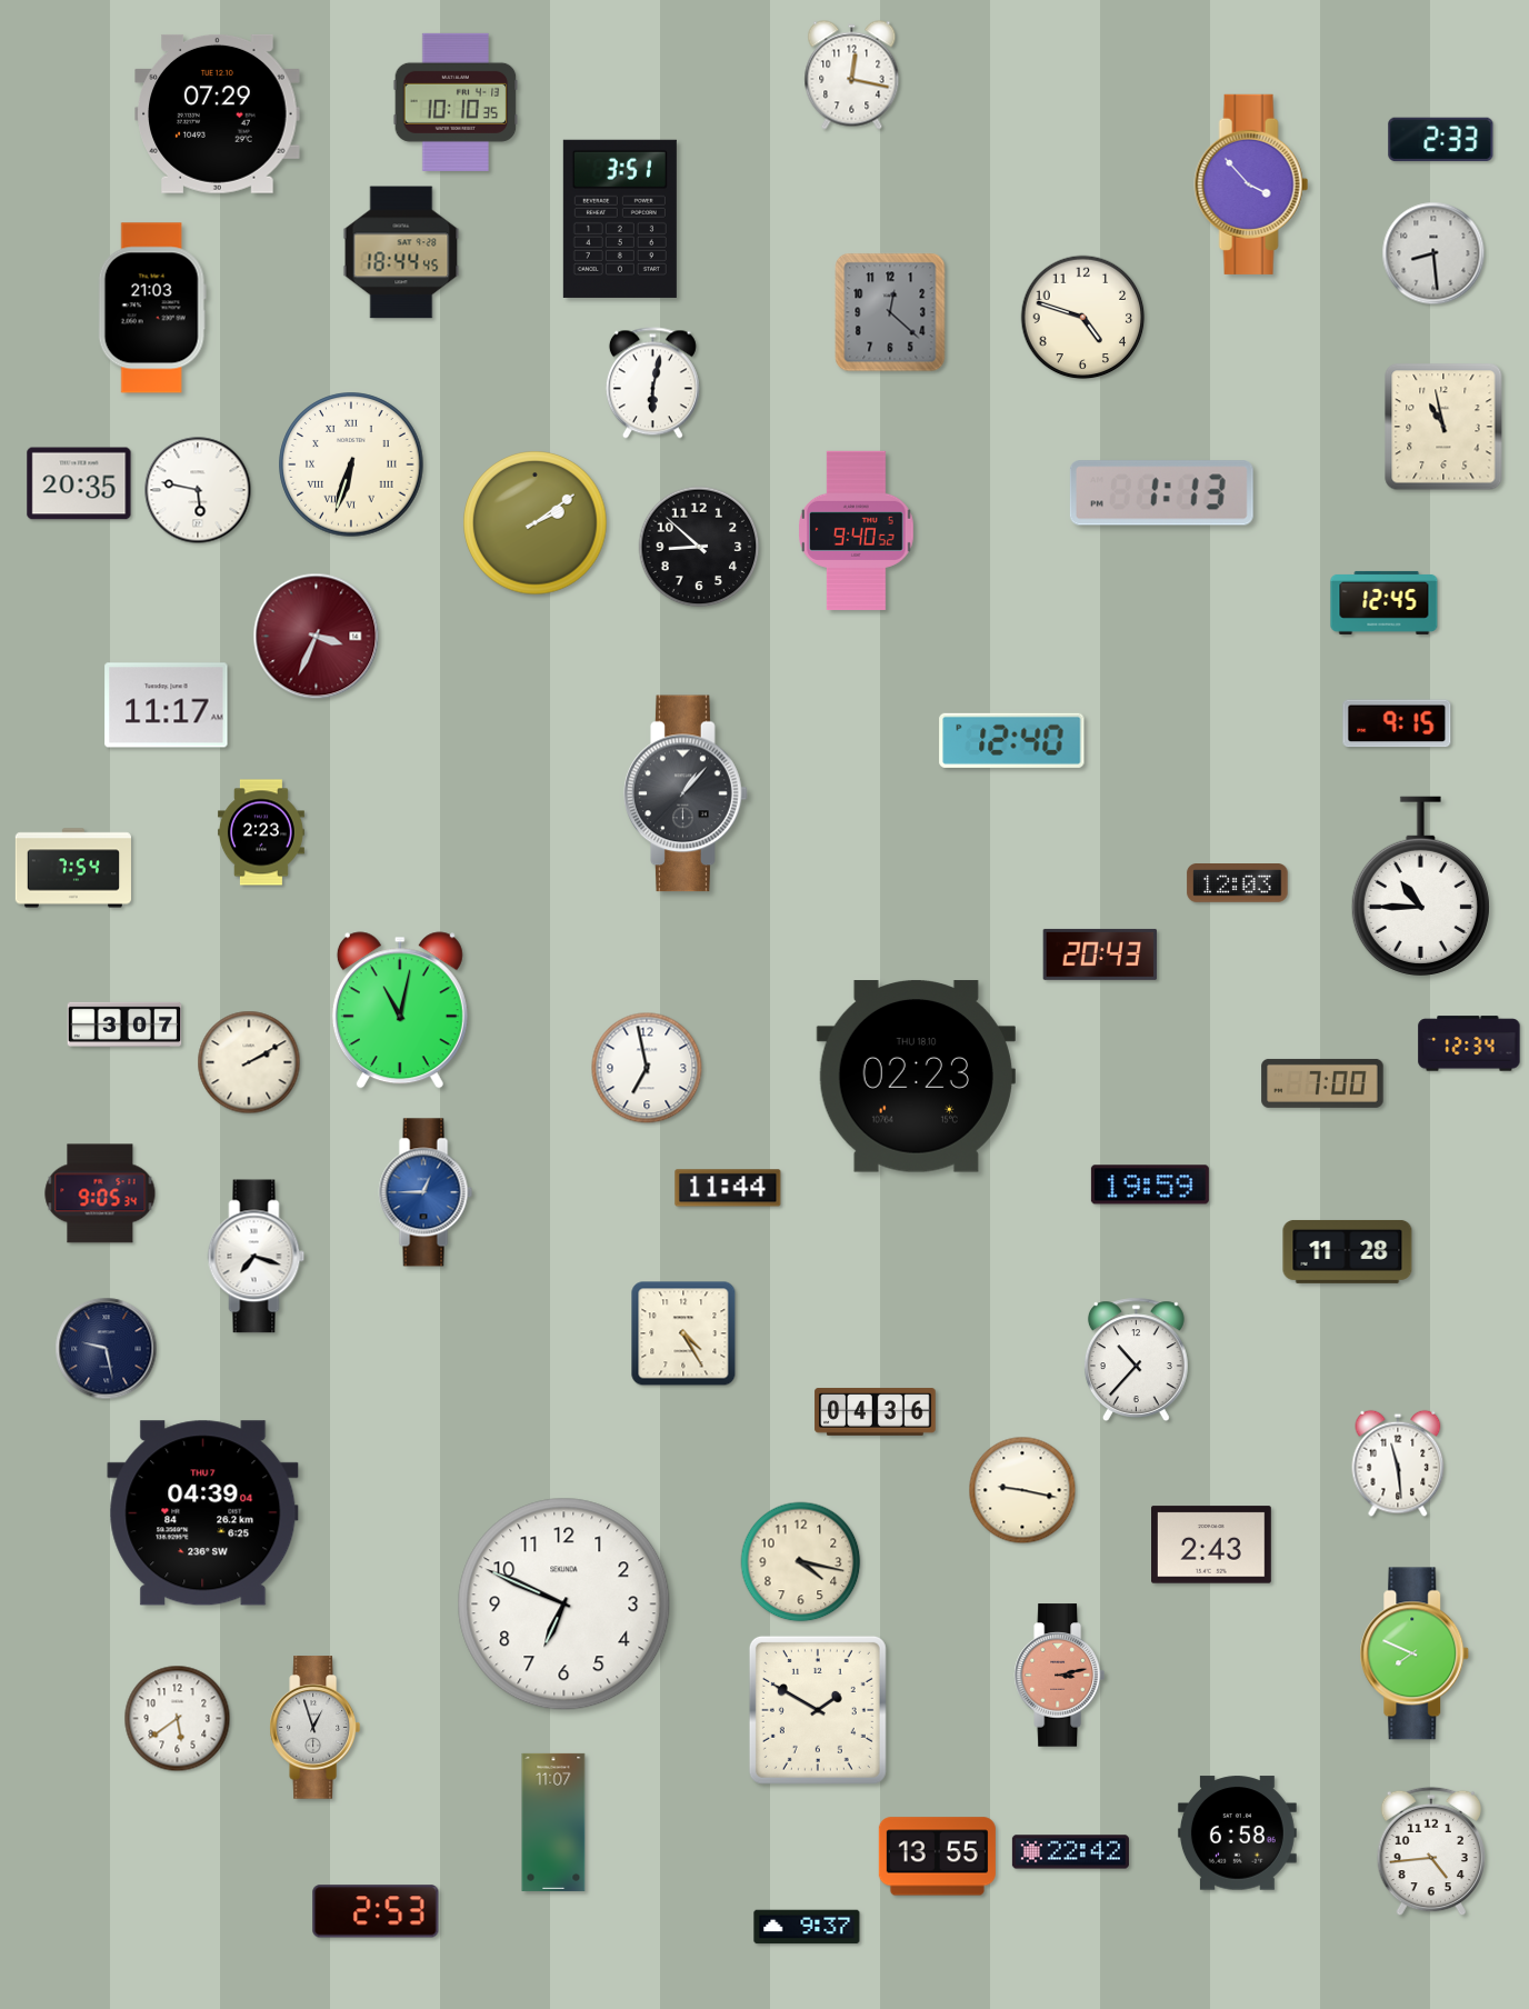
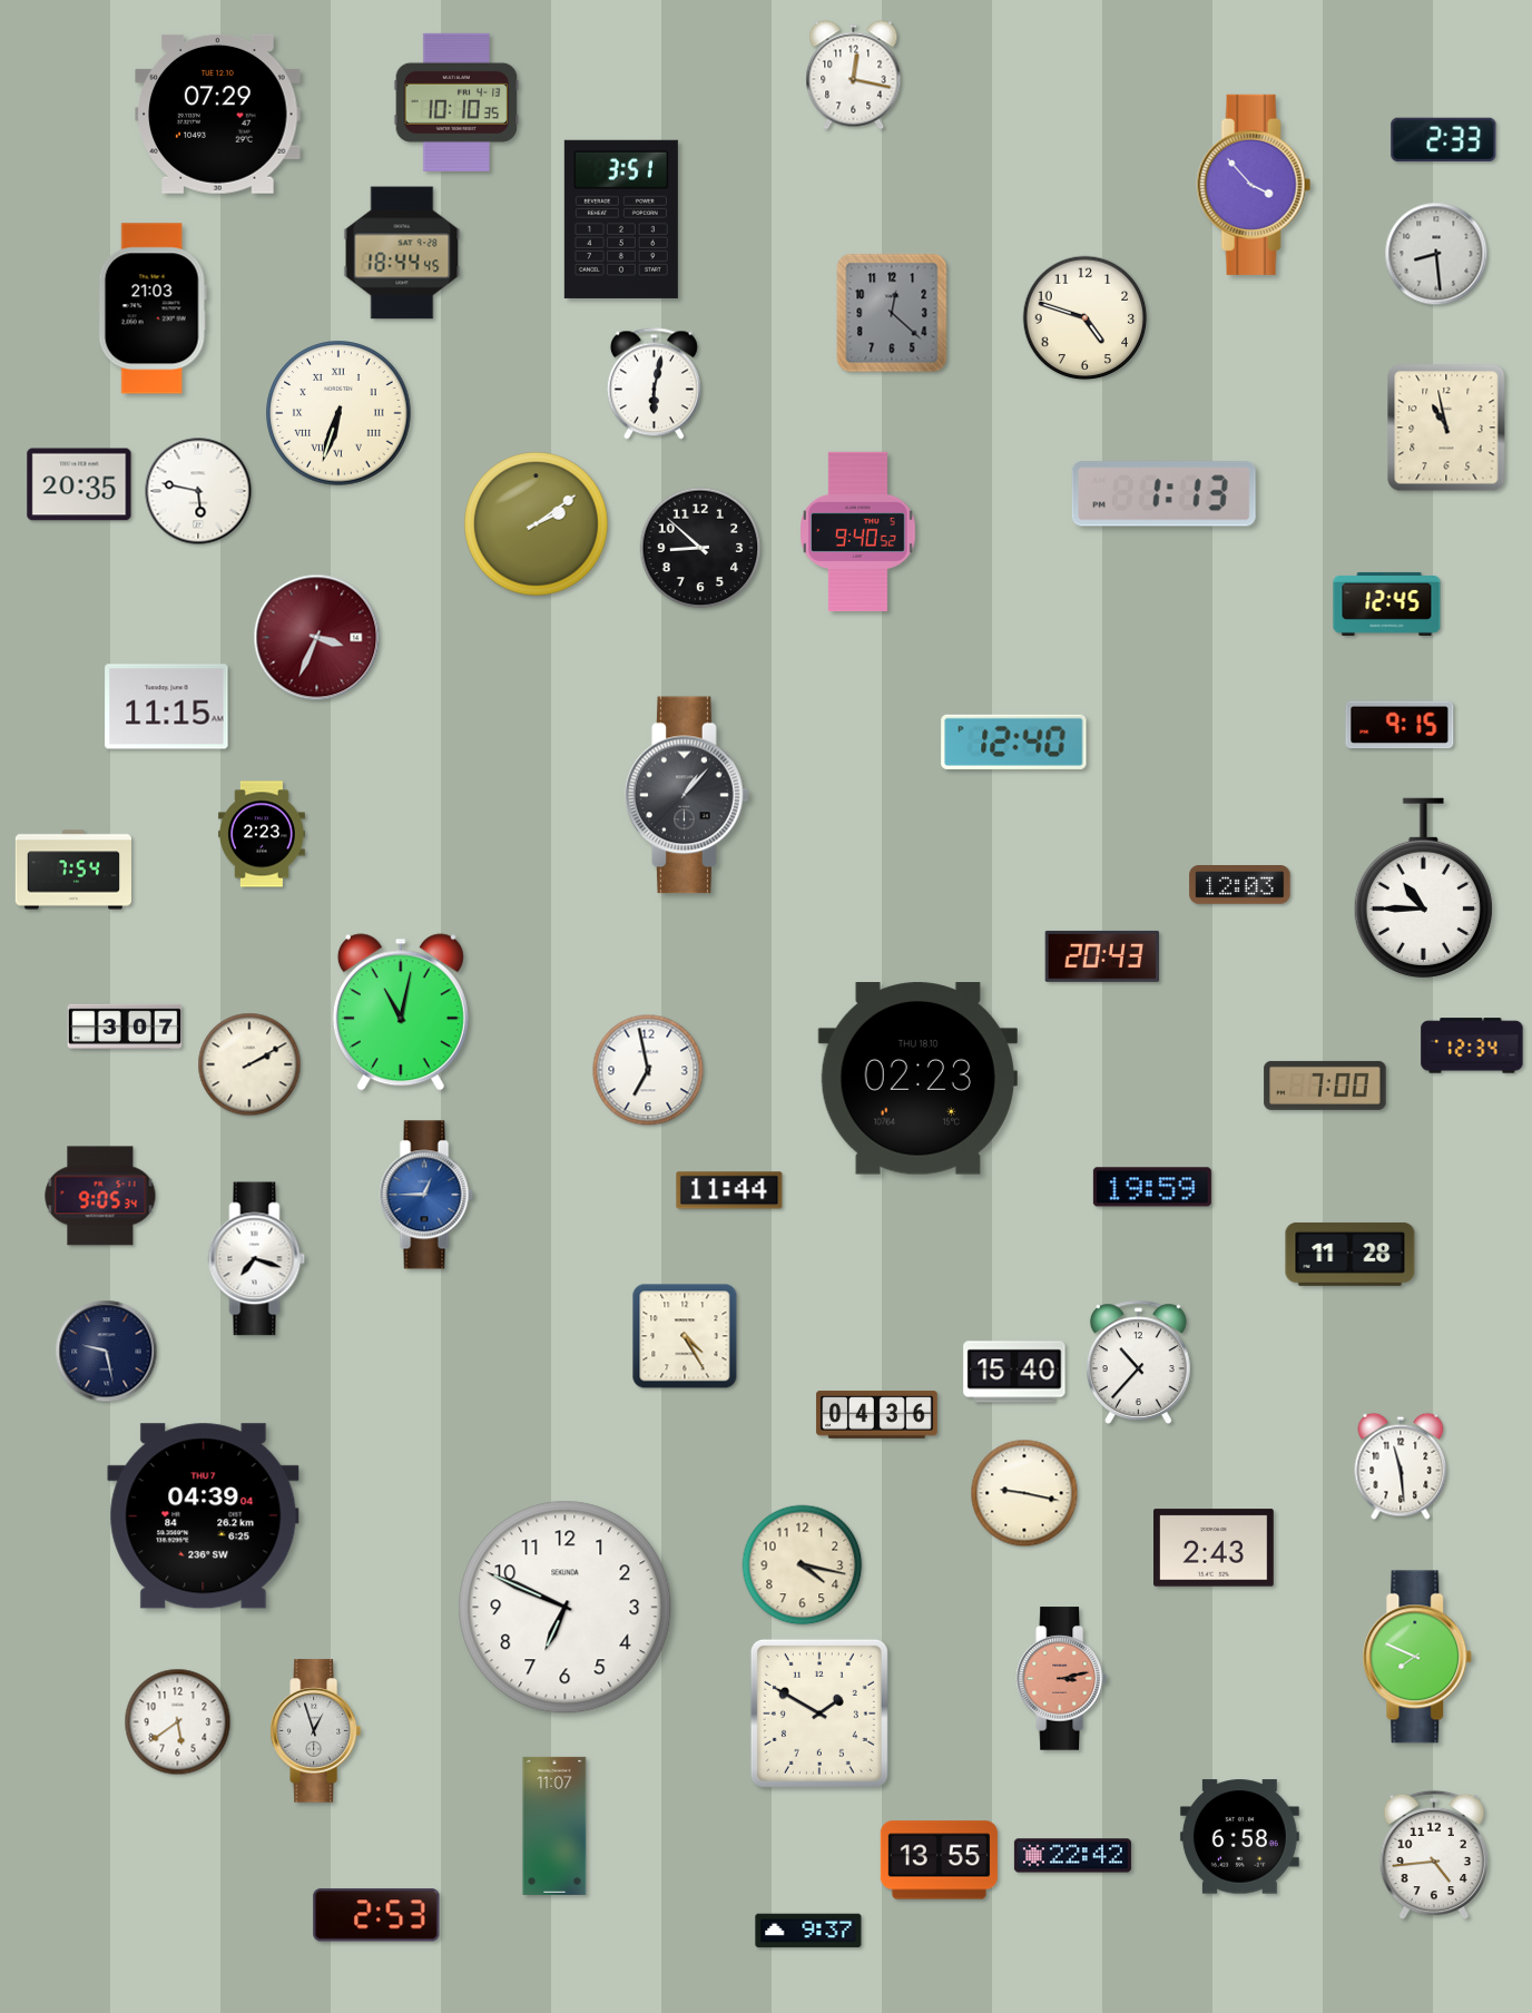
clock at (351, 464) position: (351, 464) -> (338, 413)
clock at (167, 706): 11:17 -> 11:15
clock at (1014, 1372): none -> 15:40
